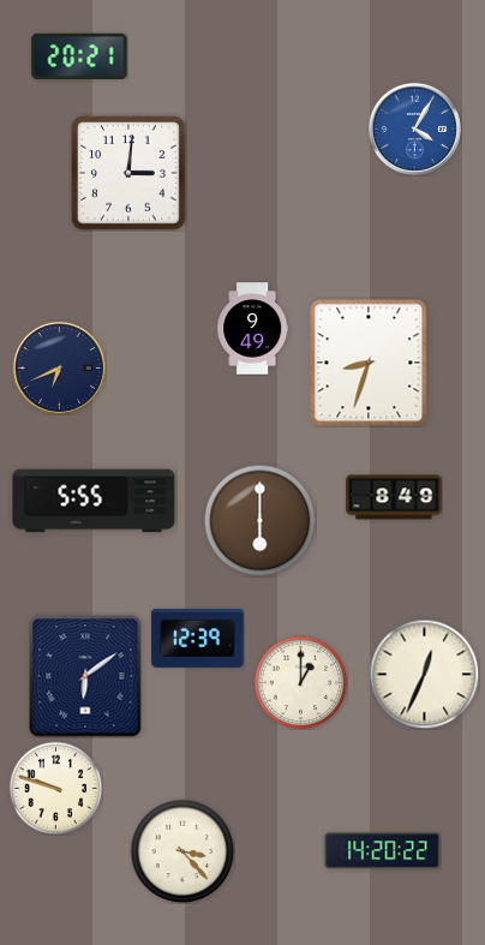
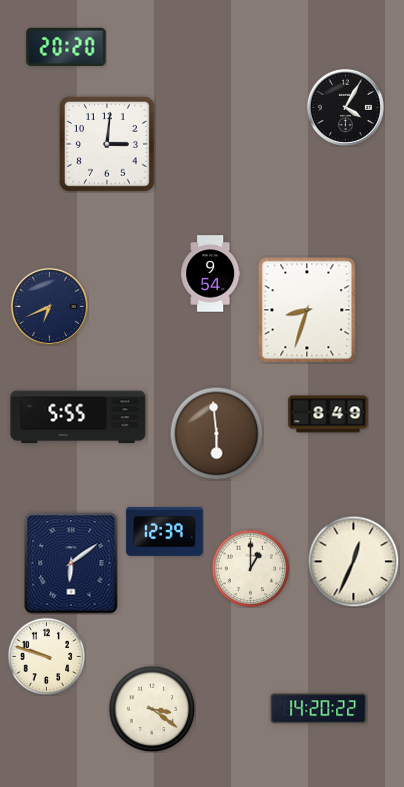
clock at (79, 56): 20:21 -> 20:20
clock at (414, 128) dial: blue -> black
clock at (253, 329): 9:49 -> 9:54
clock at (369, 363) position: (369, 363) -> (307, 310)
clock at (259, 520): 6:00 -> 5:59
clock at (182, 851): 3:23 -> 3:21
